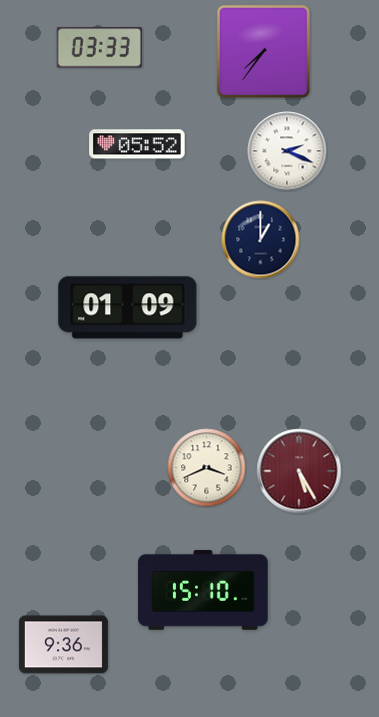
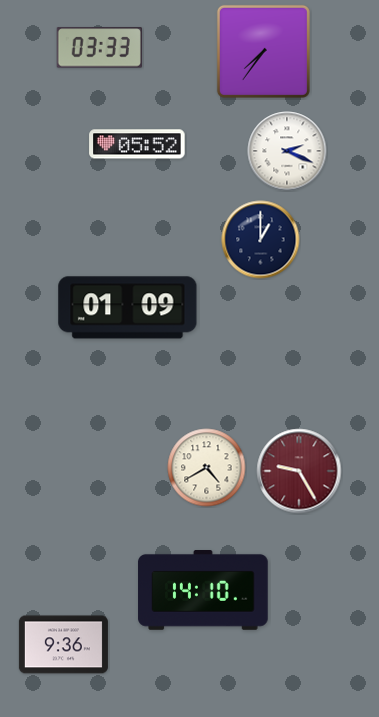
clock at (207, 468): 3:41 -> 4:40
clock at (299, 471): 5:25 -> 9:25
clock at (203, 591): 15:10 -> 14:10
